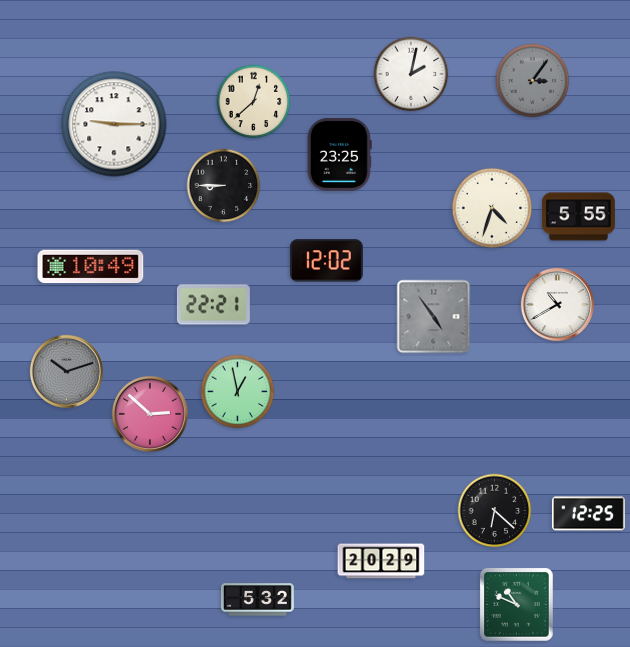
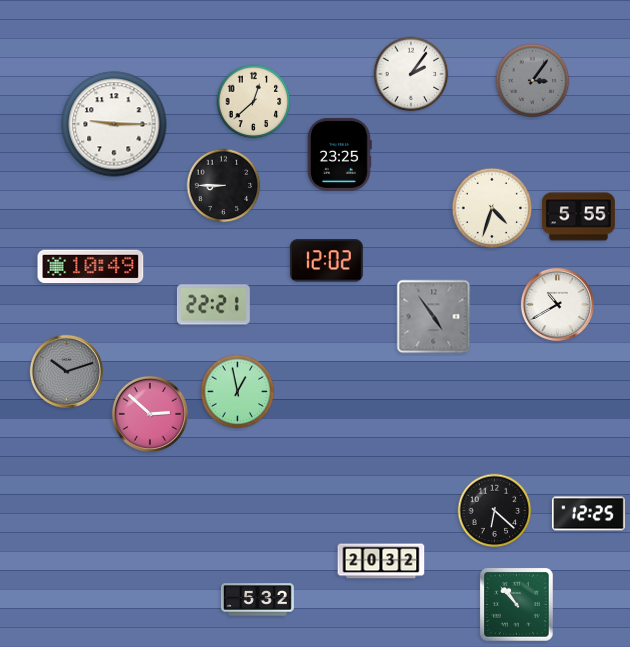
clock at (411, 74): 2:02 -> 2:06
clock at (381, 561): 20:29 -> 20:32
clock at (517, 605): 10:49 -> 10:53
